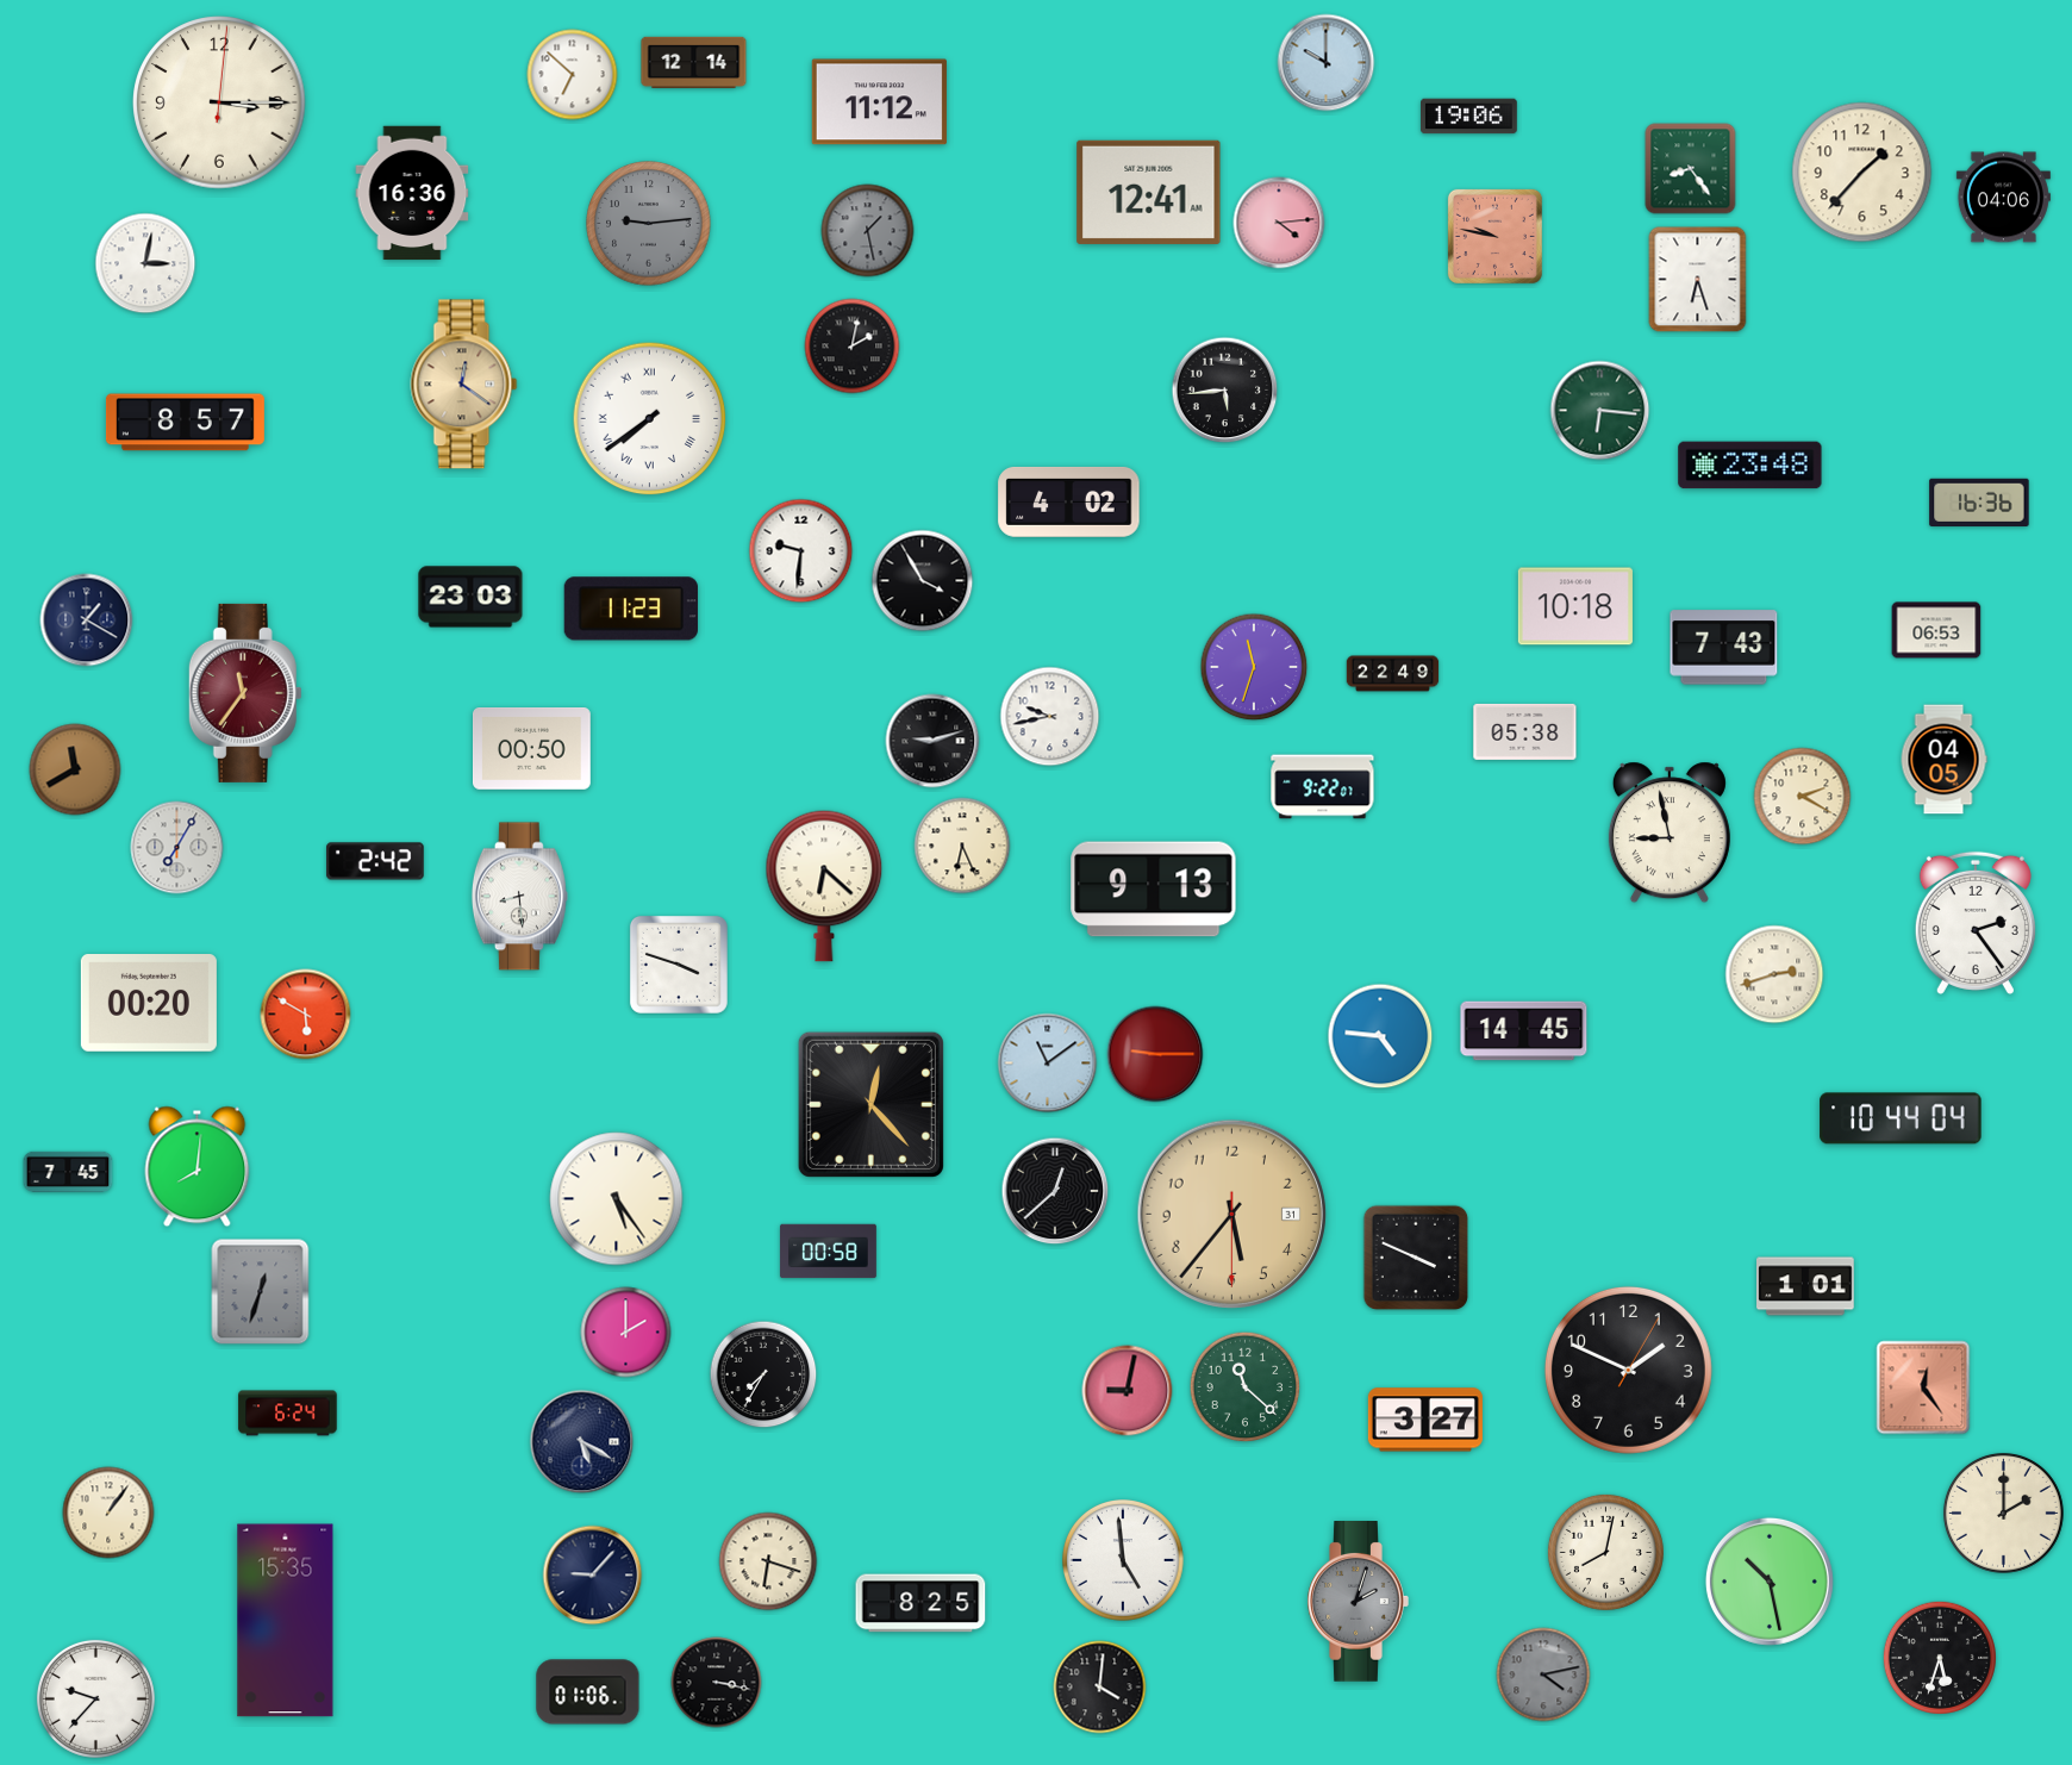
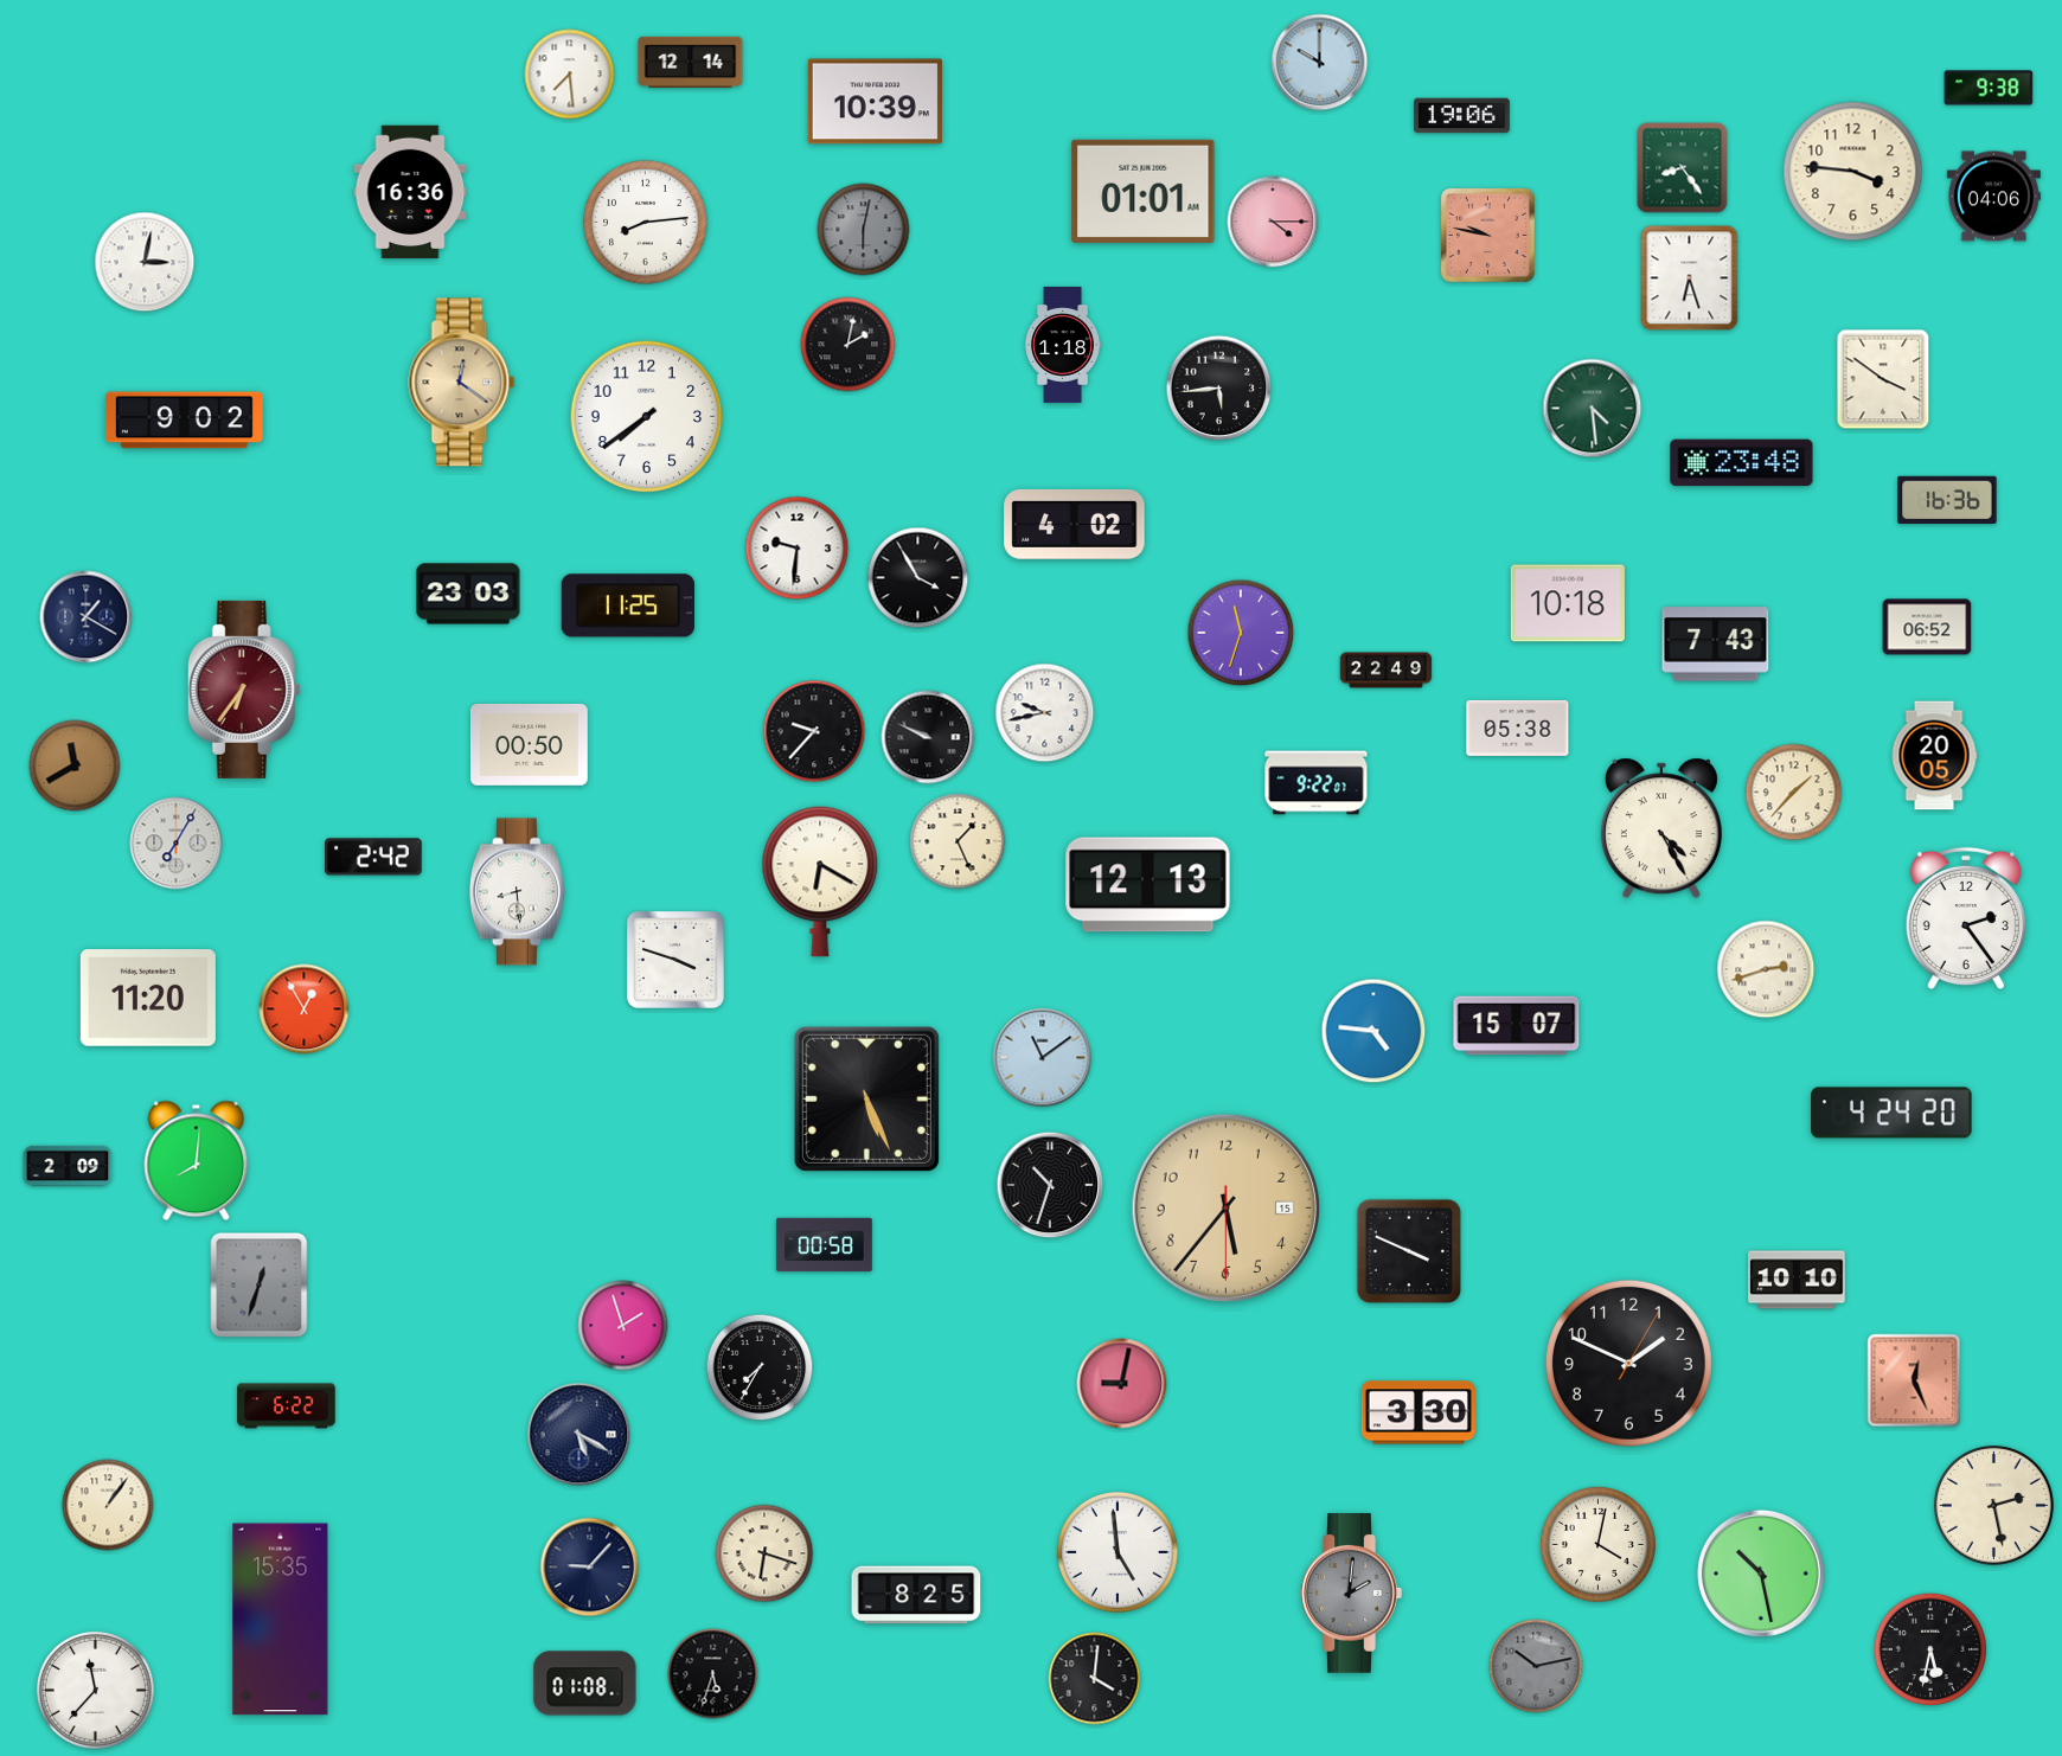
clock at (573, 75): 6:52 -> 7:29
clock at (1989, 88): none -> 9:38
clock at (219, 102): 3:15 -> none
clock at (879, 102): 11:12 -> 10:39
clock at (1862, 173): 1:37 -> 3:46
clock at (1149, 192): 12:41 -> 01:01
clock at (1279, 223): 4:14 -> 4:15
clock at (649, 224): 9:14 -> 8:14
clock at (649, 224) dial: grey -> white
clock at (868, 231): 1:28 -> 6:02
clock at (1063, 345): none -> 1:18
clock at (1883, 379): none -> 3:51
clock at (1600, 411): 6:16 -> 4:29
clock at (650, 419) numerals: Roman -> Arabic
clock at (185, 423): 8:57 -> 9:02
clock at (1069, 501) position: (1069, 501) -> (1075, 524)
clock at (1979, 501) position: (1979, 501) -> (1947, 499)
clock at (631, 609): 11:23 -> 11:25
clock at (1936, 630): 06:53 -> 06:52
clock at (1254, 667) position: (1254, 667) -> (1241, 633)
clock at (245, 693): 11:36 -> 6:36
clock at (814, 731): none -> 9:37
clock at (932, 741): 9:12 -> 9:49
clock at (1943, 760): 04:05 -> 20:05
clock at (1803, 797): 2:20 -> 1:37
clock at (1670, 832): 8:58 -> 4:25
clock at (962, 846): 6:26 -> 1:26
clock at (824, 886): 6:22 -> 6:20
clock at (1154, 890): 9:13 -> 12:13
clock at (149, 1004): 00:20 -> 11:20
clock at (306, 1015): 5:50 -> 12:55
clock at (1524, 1031): 14:45 -> 15:07
clock at (1155, 1054): 9:15 -> none
clock at (870, 1104): 12:23 -> 5:26
clock at (1901, 1118): 10:44 -> 4:24
clock at (68, 1172): 7:45 -> 2:09
clock at (1055, 1191): 12:38 -> 10:33
clock at (617, 1199): 5:24 -> none
clock at (1232, 1215) date: 31 -> 15
clock at (1805, 1286): 1:01 -> 10:10
clock at (626, 1333): 2:00 -> 1:57
clock at (1628, 1370) position: (1628, 1370) -> (1628, 1363)
clock at (1246, 1387): 11:22 -> none
clock at (1923, 1387): 12:24 -> 12:26
clock at (288, 1414): 6:24 -> 6:22
clock at (1425, 1420): 3:27 -> 3:30
clock at (2003, 1513): 2:00 -> 2:28
clock at (1605, 1552): 8:02 -> 4:02
clock at (1358, 1602): 2:03 -> 2:01
clock at (286, 1621) position: (286, 1621) -> (281, 1620)
clock at (1940, 1658): 5:33 -> 5:32
clock at (1543, 1674): 4:13 -> 10:13
clock at (717, 1683): 3:17 -> 5:33
clock at (588, 1692): 01:06 -> 01:08
clock at (95, 1698): 9:37 -> 11:37
